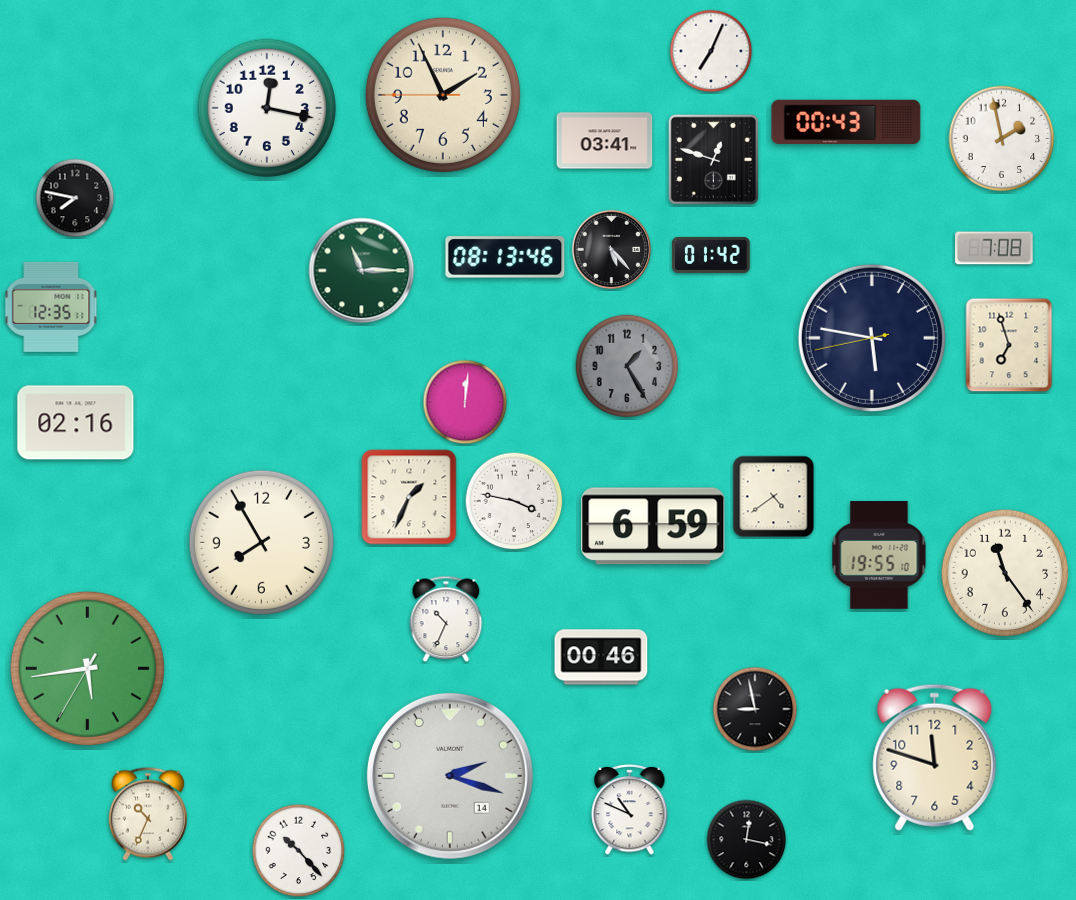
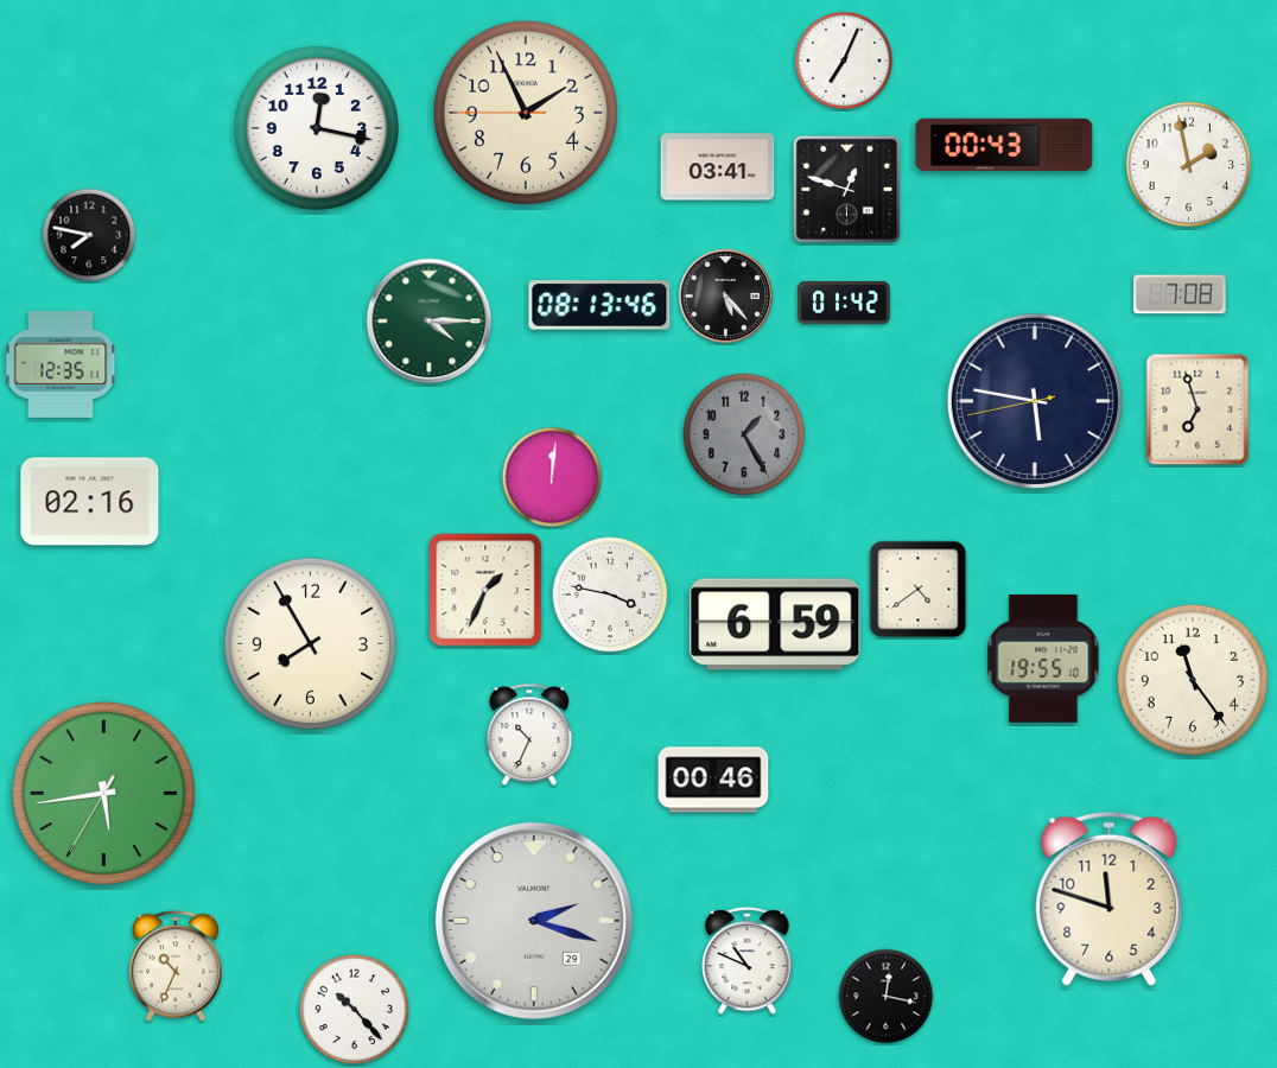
clock at (362, 271): 11:15 -> 4:15
clock at (755, 709): 8:58 -> none
clock at (450, 776) date: 14 -> 29
